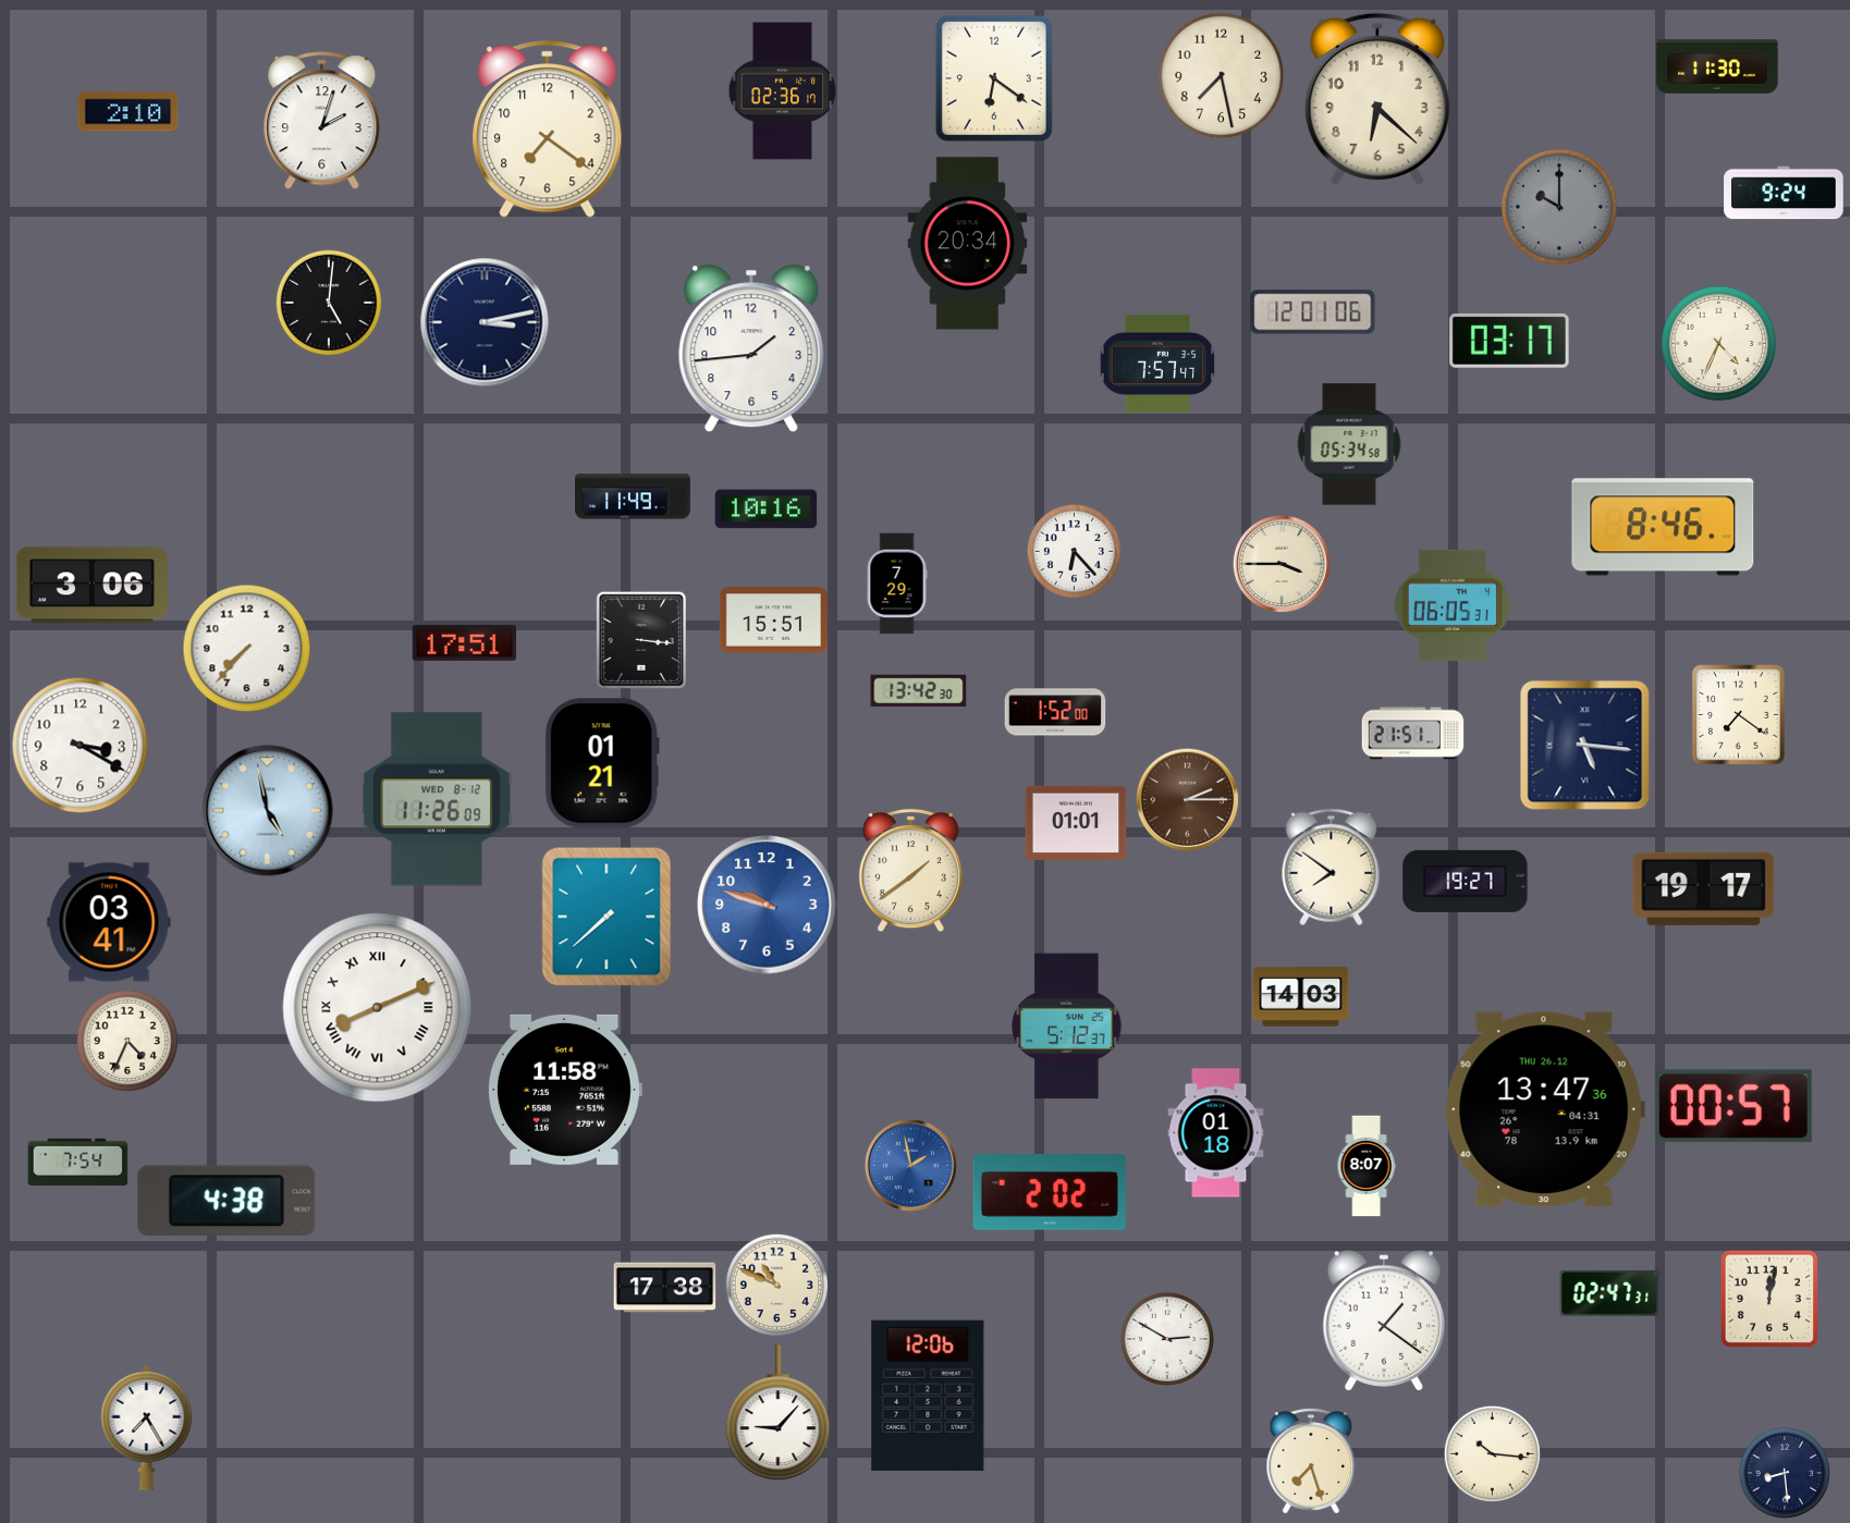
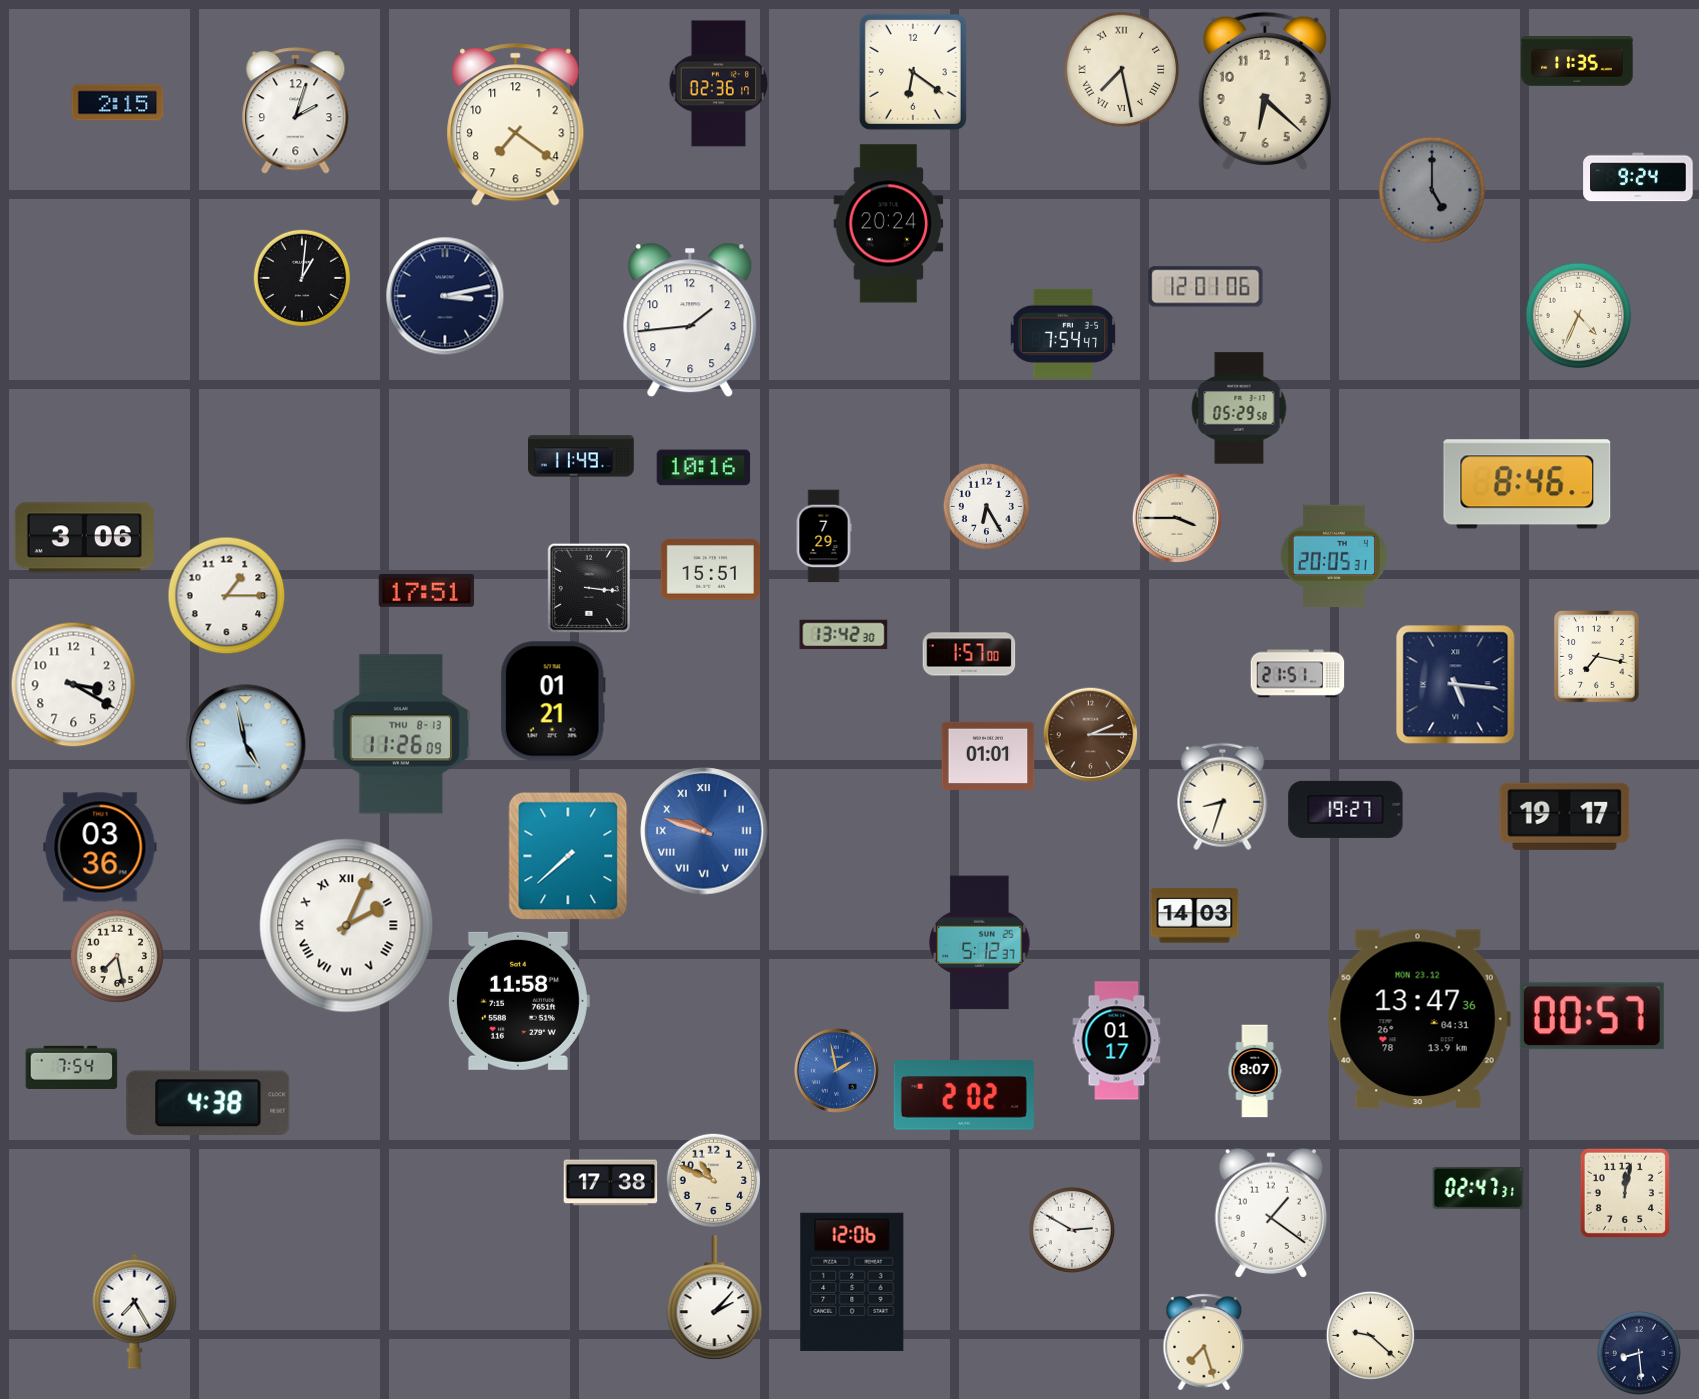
clock at (1717, 66): 11:30 -> 11:35
clock at (1222, 76) numerals: Arabic -> Roman
clock at (128, 112): 2:10 -> 2:15
clock at (548, 130) position: (548, 130) -> (516, 125)
clock at (1559, 207): 10:00 -> 5:00
clock at (968, 244): 20:34 -> 20:24
clock at (329, 303): 5:01 -> 1:01
clock at (1509, 341): 03:17 -> none
clock at (1157, 364): 7:57 -> 7:54
clock at (1349, 444): 05:34 -> 05:29
clock at (1074, 551): 6:23 -> 6:25
clock at (1453, 605): 06:05 -> 20:05
clock at (247, 649): 7:37 -> 1:15
clock at (1055, 712): 1:52 -> 1:57
clock at (1739, 715): 7:21 -> 7:17
clock at (436, 799) date: WED 8-12 -> THU 8-13
clock at (1332, 868): 7:51 -> 8:33
clock at (910, 871): 1:39 -> none
clock at (767, 905) numerals: Arabic -> Roman
clock at (607, 917) position: (607, 917) -> (568, 856)
clock at (109, 922): 03:41 -> 03:36
clock at (378, 1008): 8:11 -> 2:04
clock at (126, 1040): 4:34 -> 7:28
clock at (1545, 1109) date: THU 26.12 -> MON 23.12
clock at (1216, 1133): 01:18 -> 01:17
clock at (779, 1413): 9:07 -> 2:07
clock at (1492, 1453): 10:16 -> 9:22
